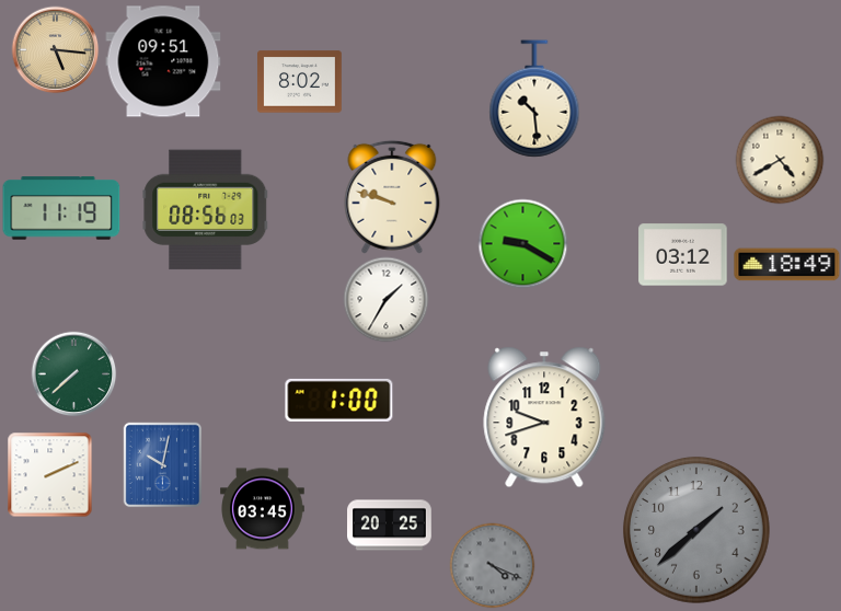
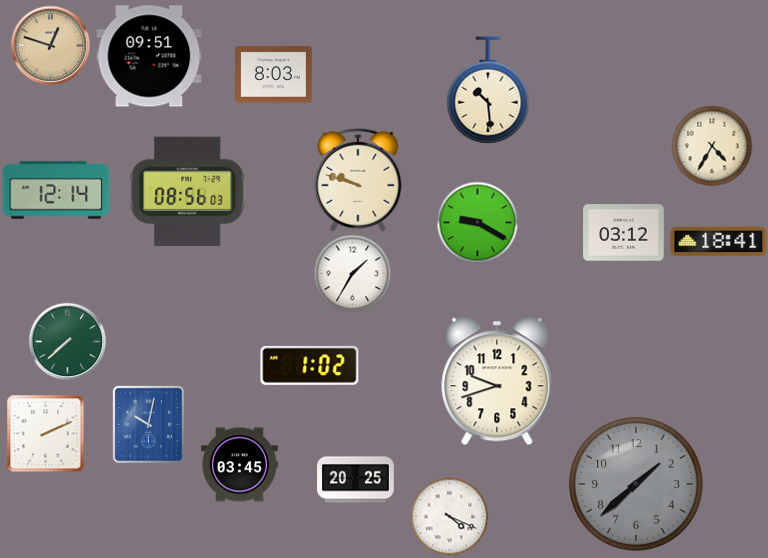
clock at (55, 49): 5:16 -> 12:48
clock at (300, 82): 8:02 -> 8:03
clock at (780, 160): 4:40 -> 4:35
clock at (61, 208): 11:19 -> 12:14
clock at (787, 265): 18:49 -> 18:41
clock at (339, 400): 1:00 -> 1:02
clock at (492, 565) dial: grey -> white
